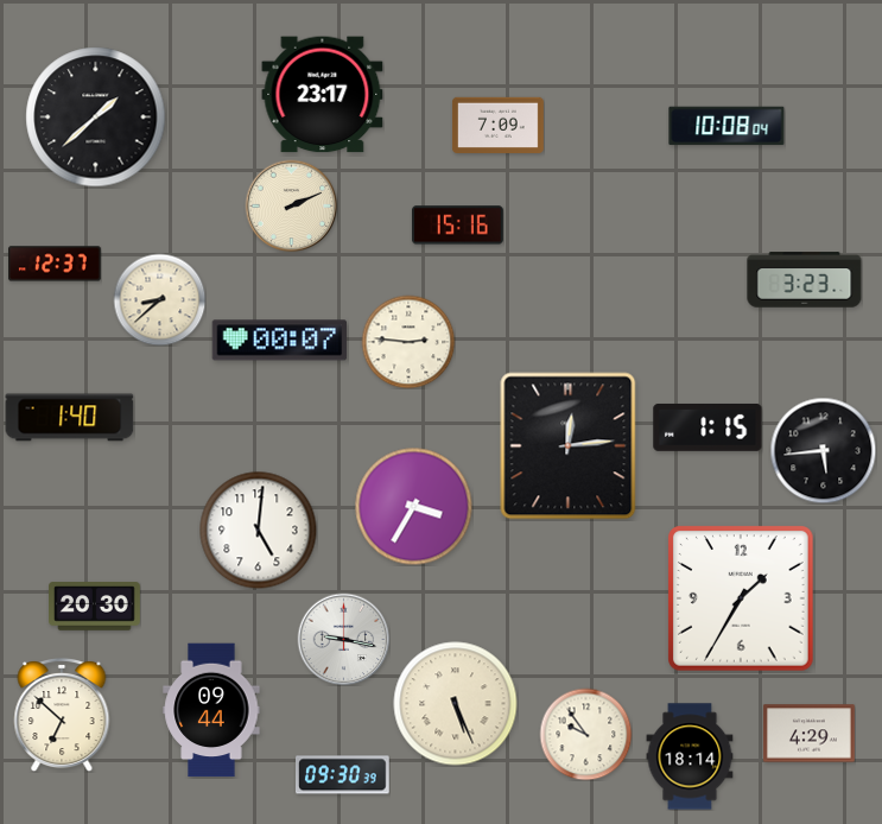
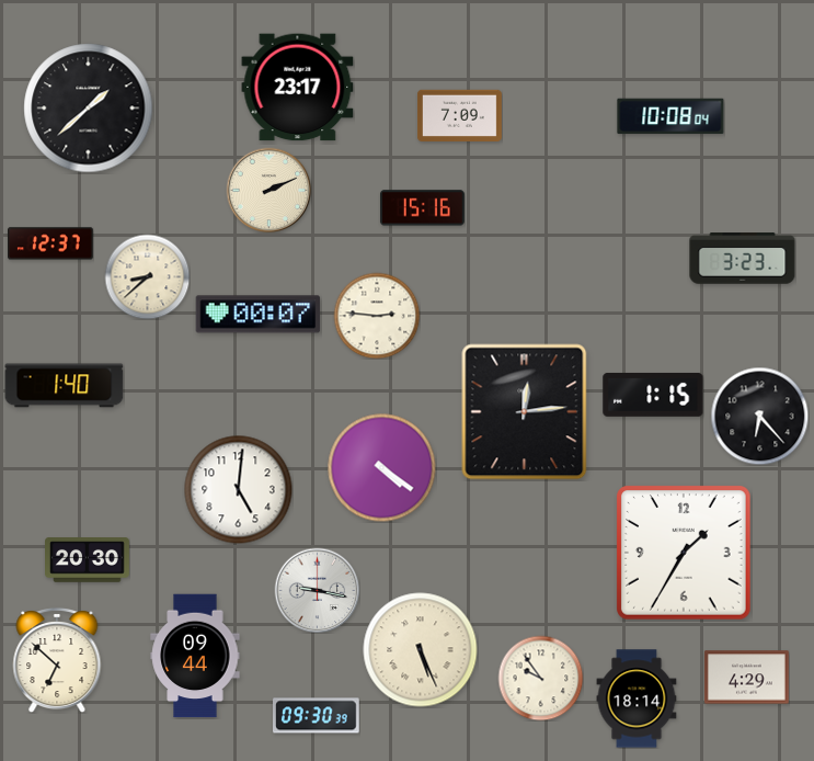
clock at (823, 450): 5:44 -> 6:23
clock at (414, 507): 3:35 -> 4:21
